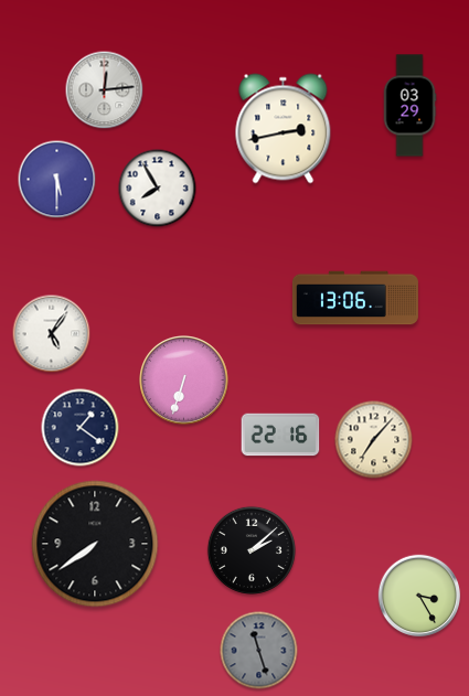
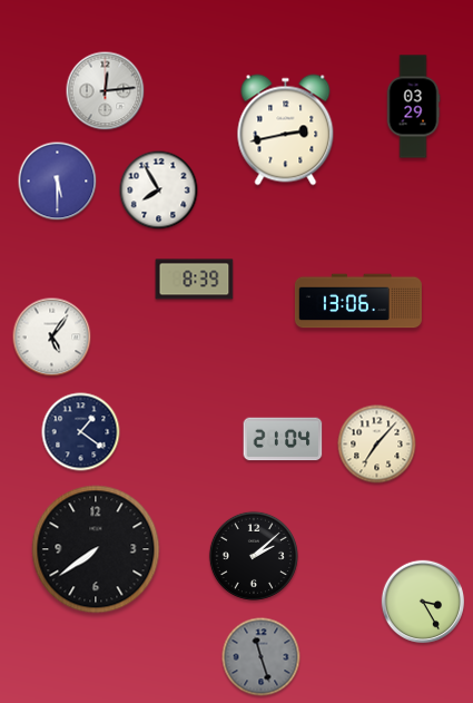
clock at (195, 280): none -> 8:39
clock at (184, 381): 6:33 -> none
clock at (280, 435): 22:16 -> 21:04
